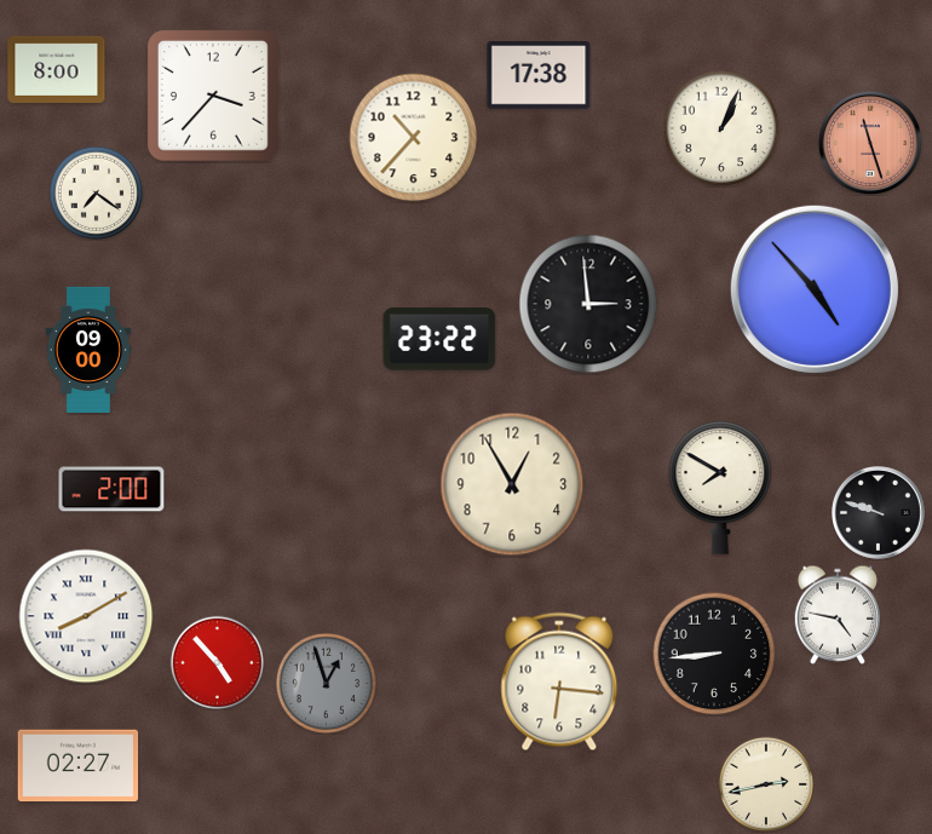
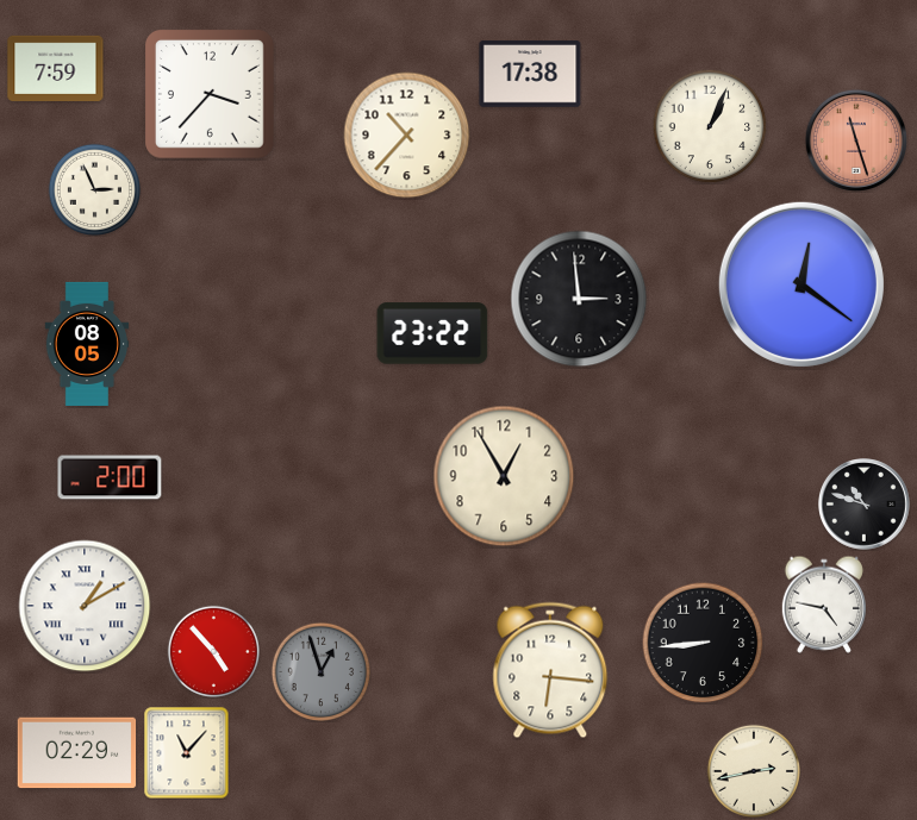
clock at (57, 69): 8:00 -> 7:59
clock at (96, 192): 7:21 -> 2:56
clock at (815, 289): 4:53 -> 12:21
clock at (88, 350): 09:00 -> 08:05
clock at (720, 488): 7:50 -> none
clock at (111, 489) position: (111, 489) -> (110, 477)
clock at (879, 513): 9:48 -> 10:48
clock at (86, 616): 8:10 -> 1:10
clock at (187, 752): none -> 11:07
clock at (79, 766): 02:27 -> 02:29
